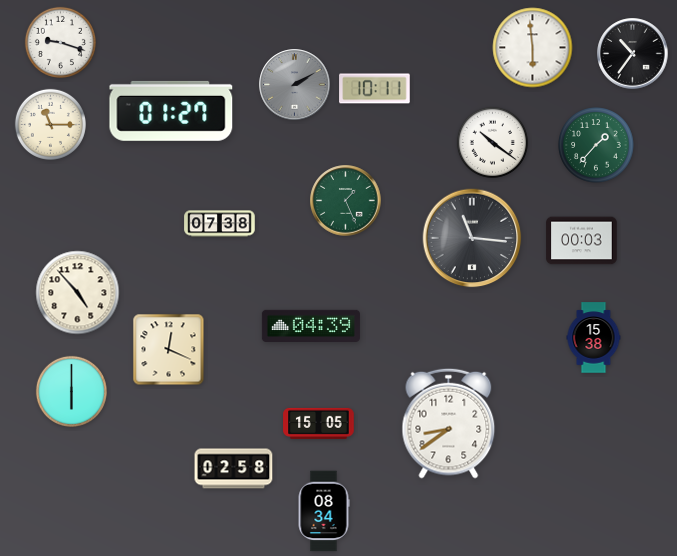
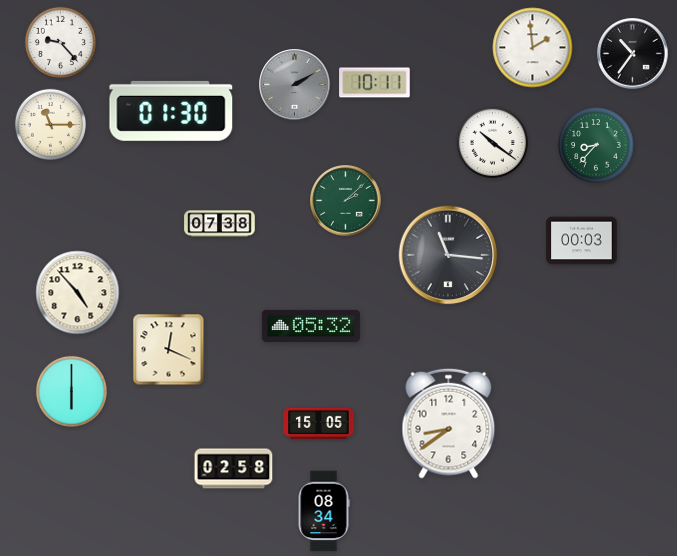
clock at (60, 42): 9:18 -> 9:23
clock at (533, 48): 5:59 -> 1:59
clock at (375, 89) position: (375, 89) -> (375, 83)
clock at (171, 111): 01:27 -> 01:30
clock at (596, 145): 1:37 -> 8:37
clock at (346, 201): 1:26 -> 2:08
clock at (472, 238) position: (472, 238) -> (448, 255)
clock at (311, 325): 04:39 -> 05:32
clock at (594, 338): 15:38 -> none
